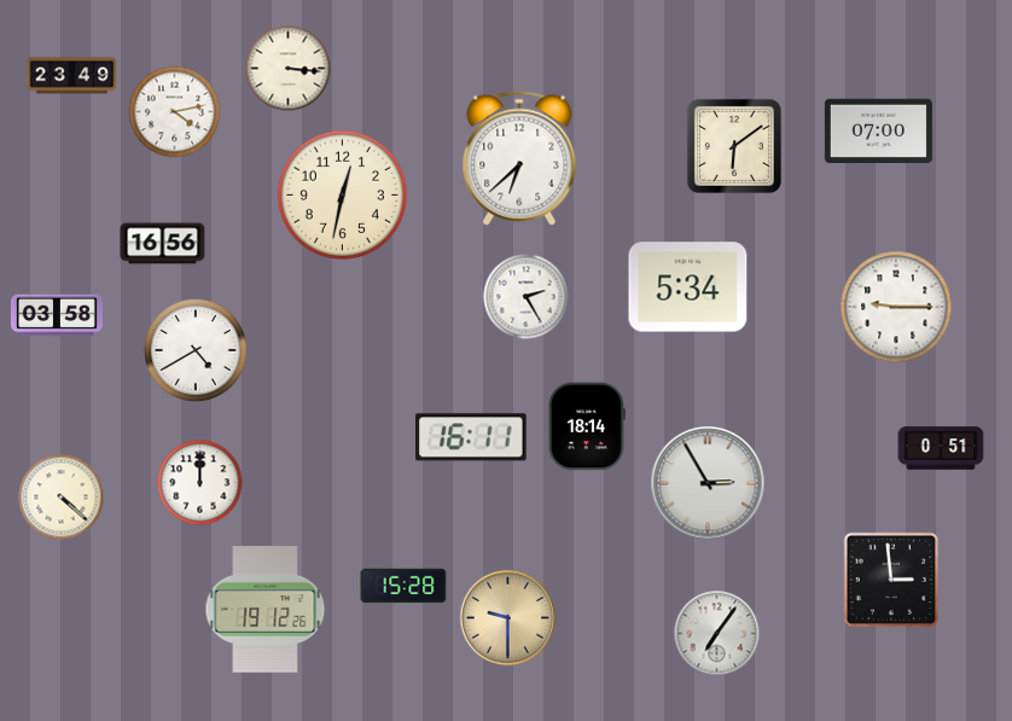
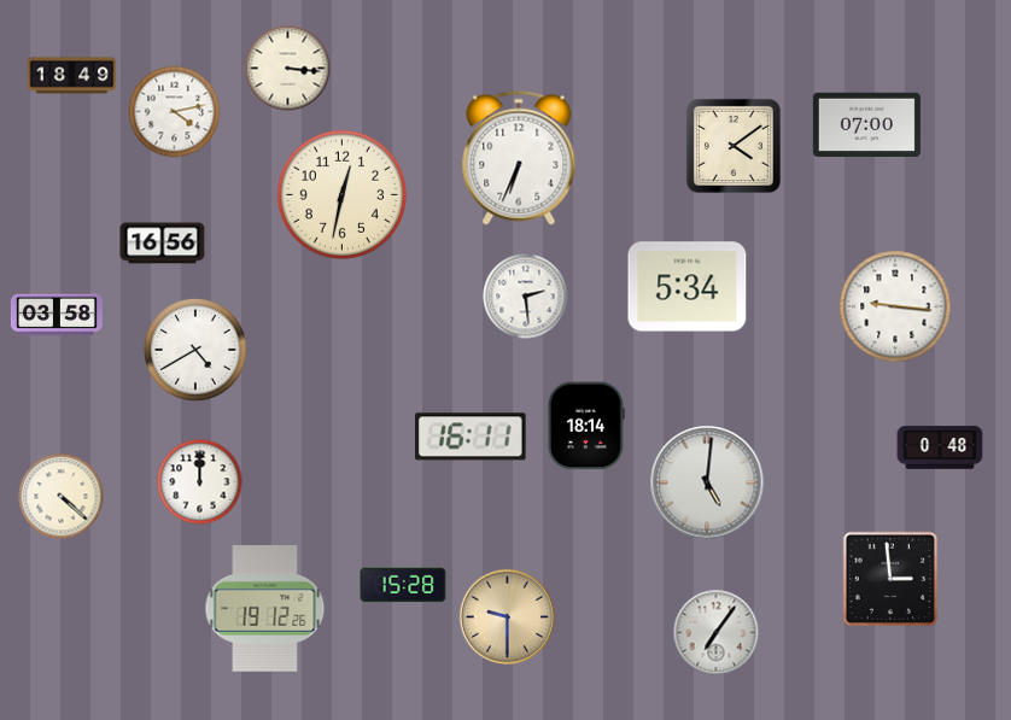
clock at (72, 76): 23:49 -> 18:49
clock at (878, 130) position: (878, 130) -> (866, 124)
clock at (734, 146): 6:09 -> 4:09
clock at (519, 158): 6:38 -> 6:34
clock at (527, 297): 2:25 -> 2:29
clock at (896, 307): 9:15 -> 9:16
clock at (941, 448): 0:51 -> 0:48
clock at (708, 483): 2:55 -> 5:01
